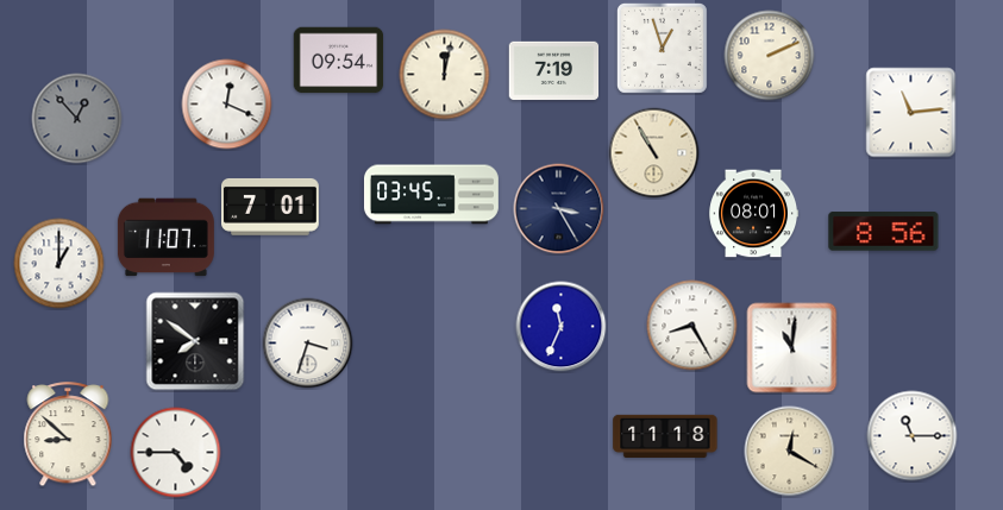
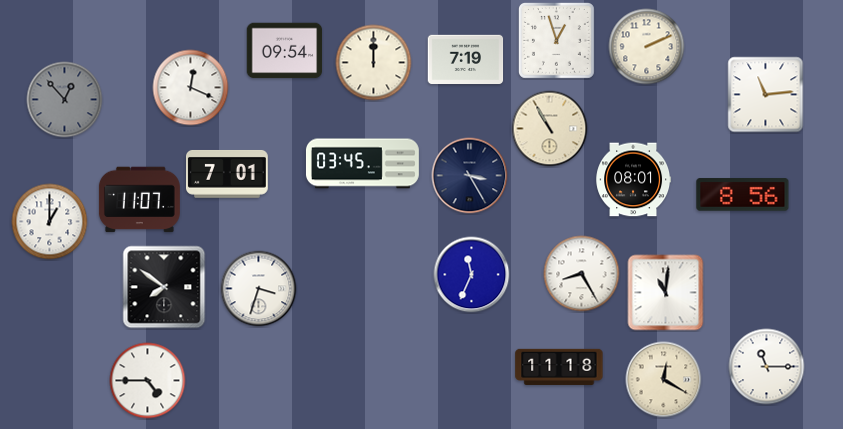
clock at (445, 75): 12:02 -> 12:00
clock at (68, 435): 8:52 -> none
